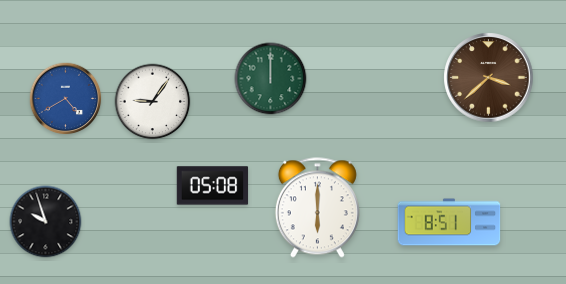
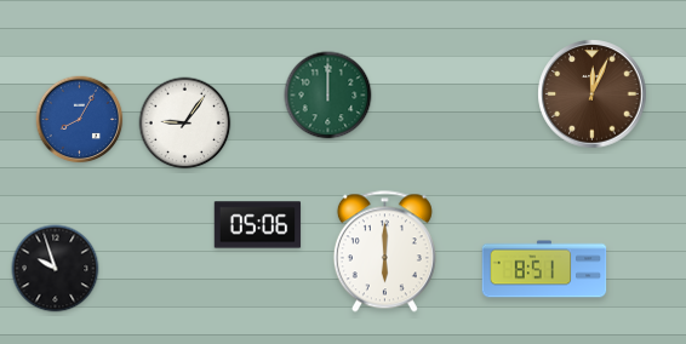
clock at (489, 78): 3:38 -> 12:04
clock at (66, 99): 4:40 -> 8:05
clock at (213, 186): 05:08 -> 05:06
